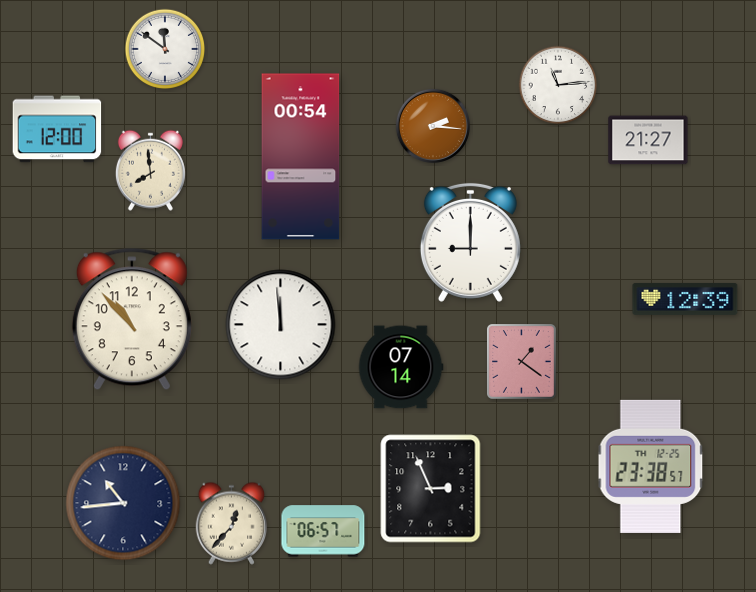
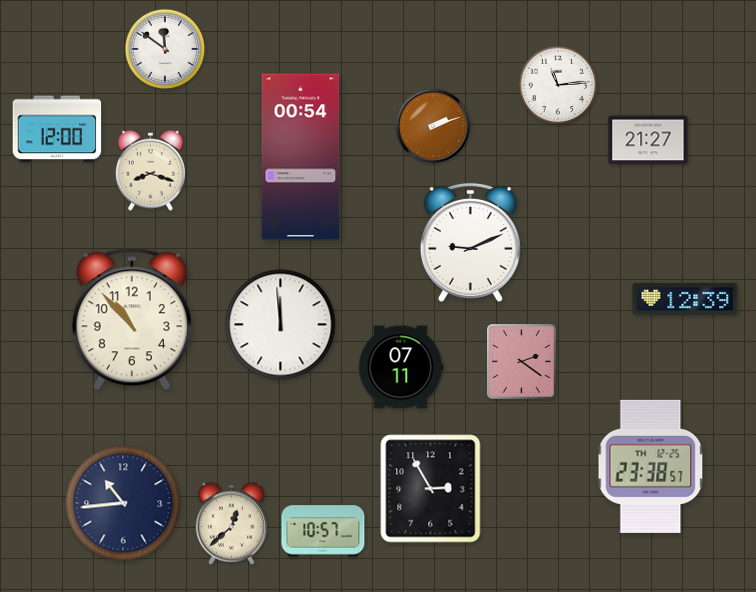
clock at (433, 126): 2:16 -> 2:12
clock at (150, 170): 7:59 -> 8:18
clock at (470, 242): 9:00 -> 9:11
clock at (522, 362): 1:21 -> 2:21
clock at (401, 367): 07:14 -> 07:11
clock at (431, 489): 2:56 -> 2:55
clock at (232, 523): 12:37 -> 12:38
clock at (323, 531): 06:57 -> 10:57
